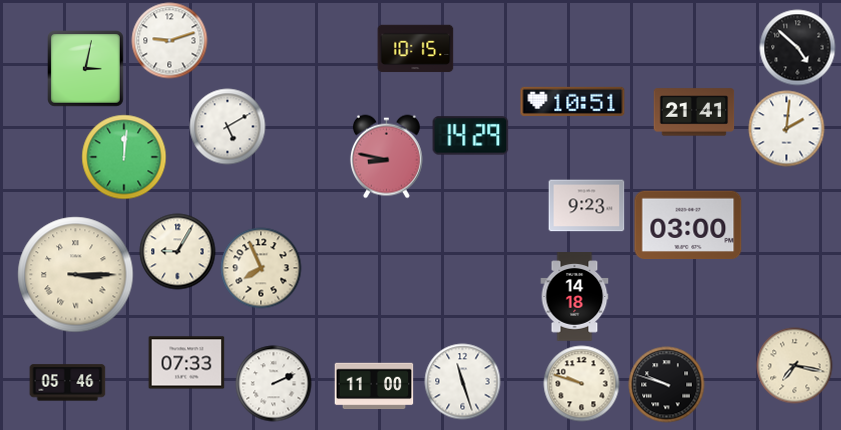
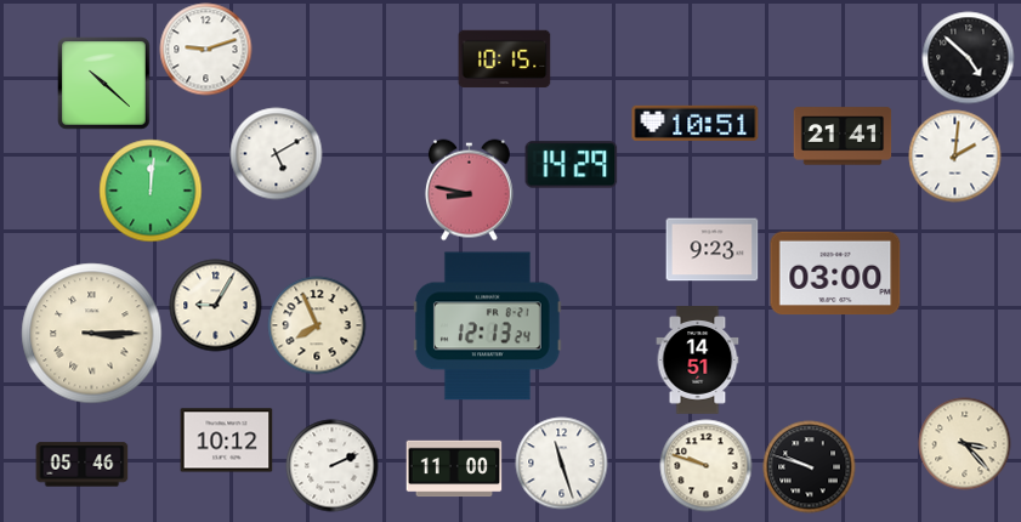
clock at (86, 69): 3:02 -> 10:22
clock at (487, 327): none -> 12:13
clock at (575, 297): 14:18 -> 14:51
clock at (187, 363): 07:33 -> 10:12
clock at (795, 366): 7:17 -> 3:23
